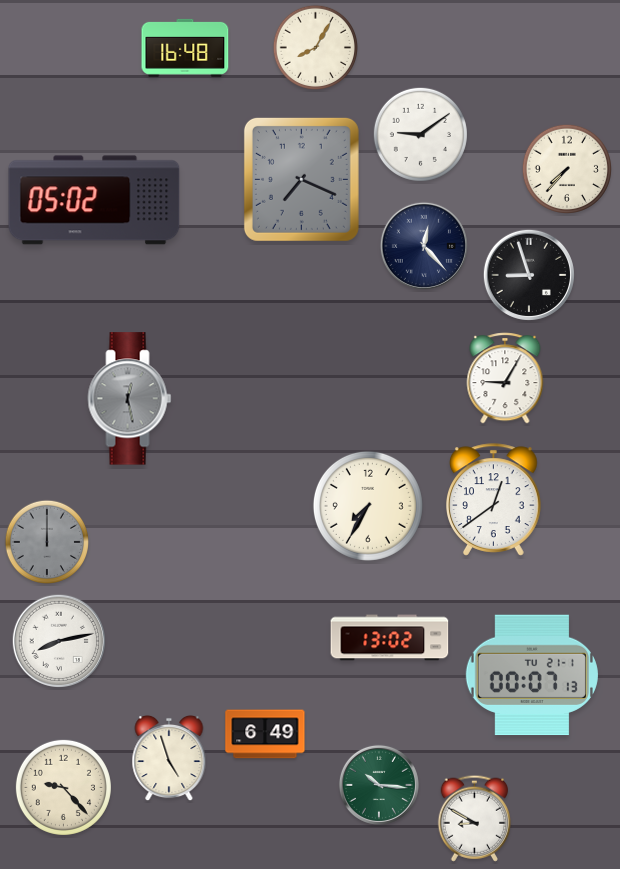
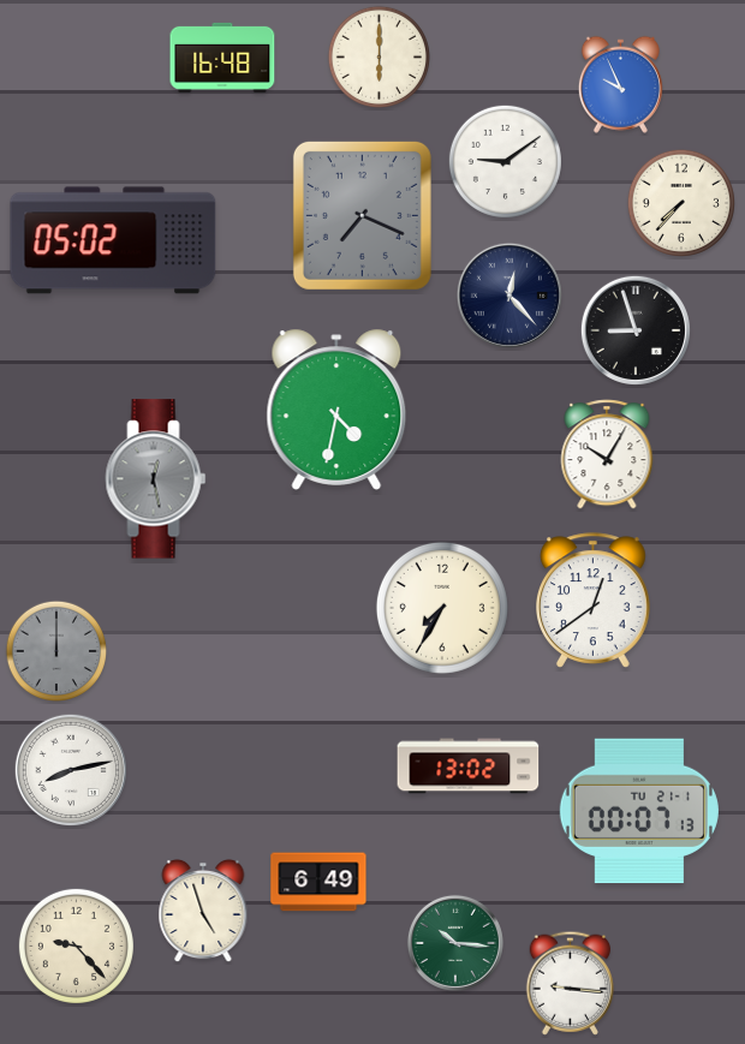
clock at (315, 47): 8:05 -> 6:00
clock at (620, 84): none -> 9:56
clock at (336, 410): none -> 4:32
clock at (505, 378): 9:05 -> 10:05
clock at (474, 818): 8:50 -> 9:16
